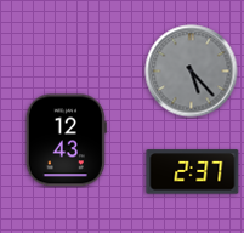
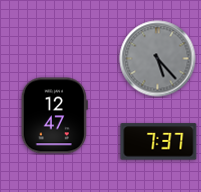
clock at (66, 141): 12:43 -> 12:47
clock at (193, 172): 2:37 -> 7:37
